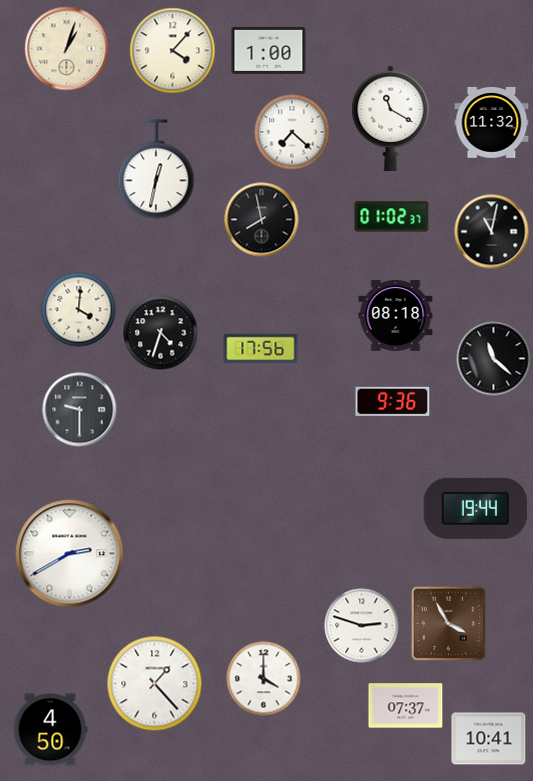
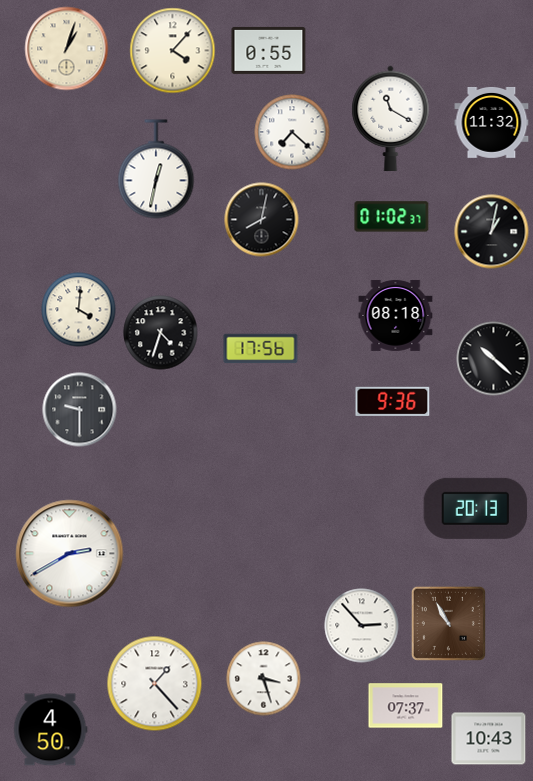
clock at (269, 50): 1:00 -> 0:55
clock at (262, 220): 7:58 -> 8:02
clock at (492, 232): 11:02 -> 1:02
clock at (494, 359): 11:22 -> 10:22
clock at (476, 508): 19:44 -> 20:13
clock at (448, 623): 3:55 -> 10:55
clock at (362, 626): 2:48 -> 2:53
clock at (264, 679): 4:00 -> 3:27
clock at (489, 739): 10:41 -> 10:43
